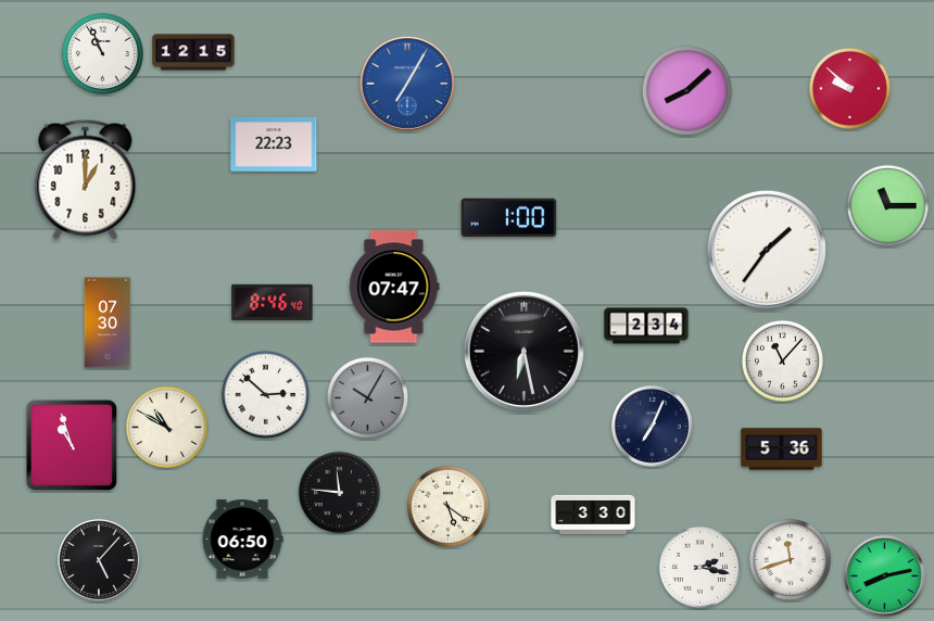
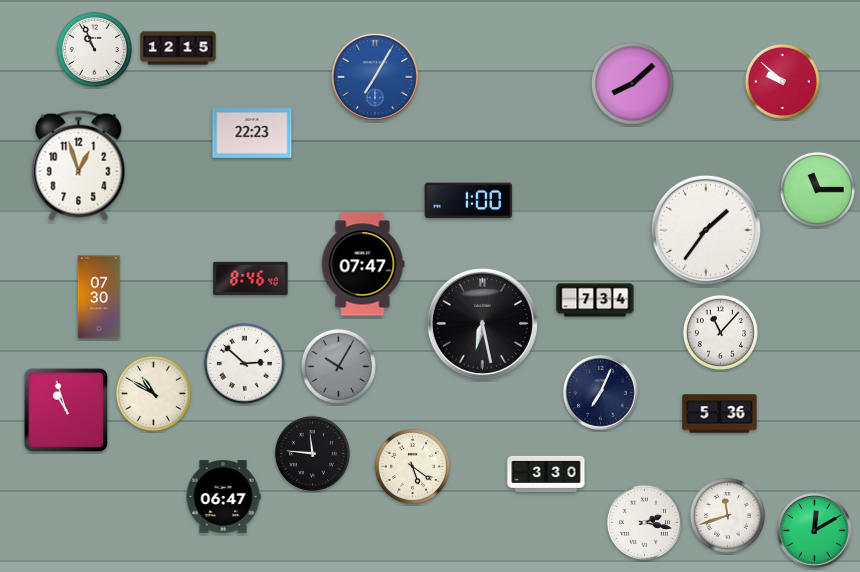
clock at (86, 179): 1:00 -> 12:57
clock at (646, 326): 2:34 -> 7:34
clock at (242, 540): 06:50 -> 06:47
clock at (99, 560): 5:07 -> none
clock at (885, 576): 8:13 -> 12:10
